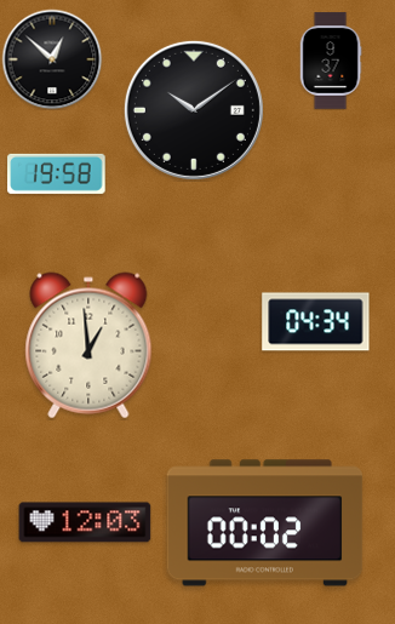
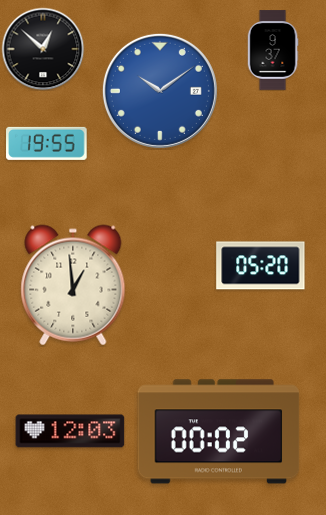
clock at (194, 110) dial: black -> blue
clock at (57, 173): 19:58 -> 19:55
clock at (316, 322): 04:34 -> 05:20
